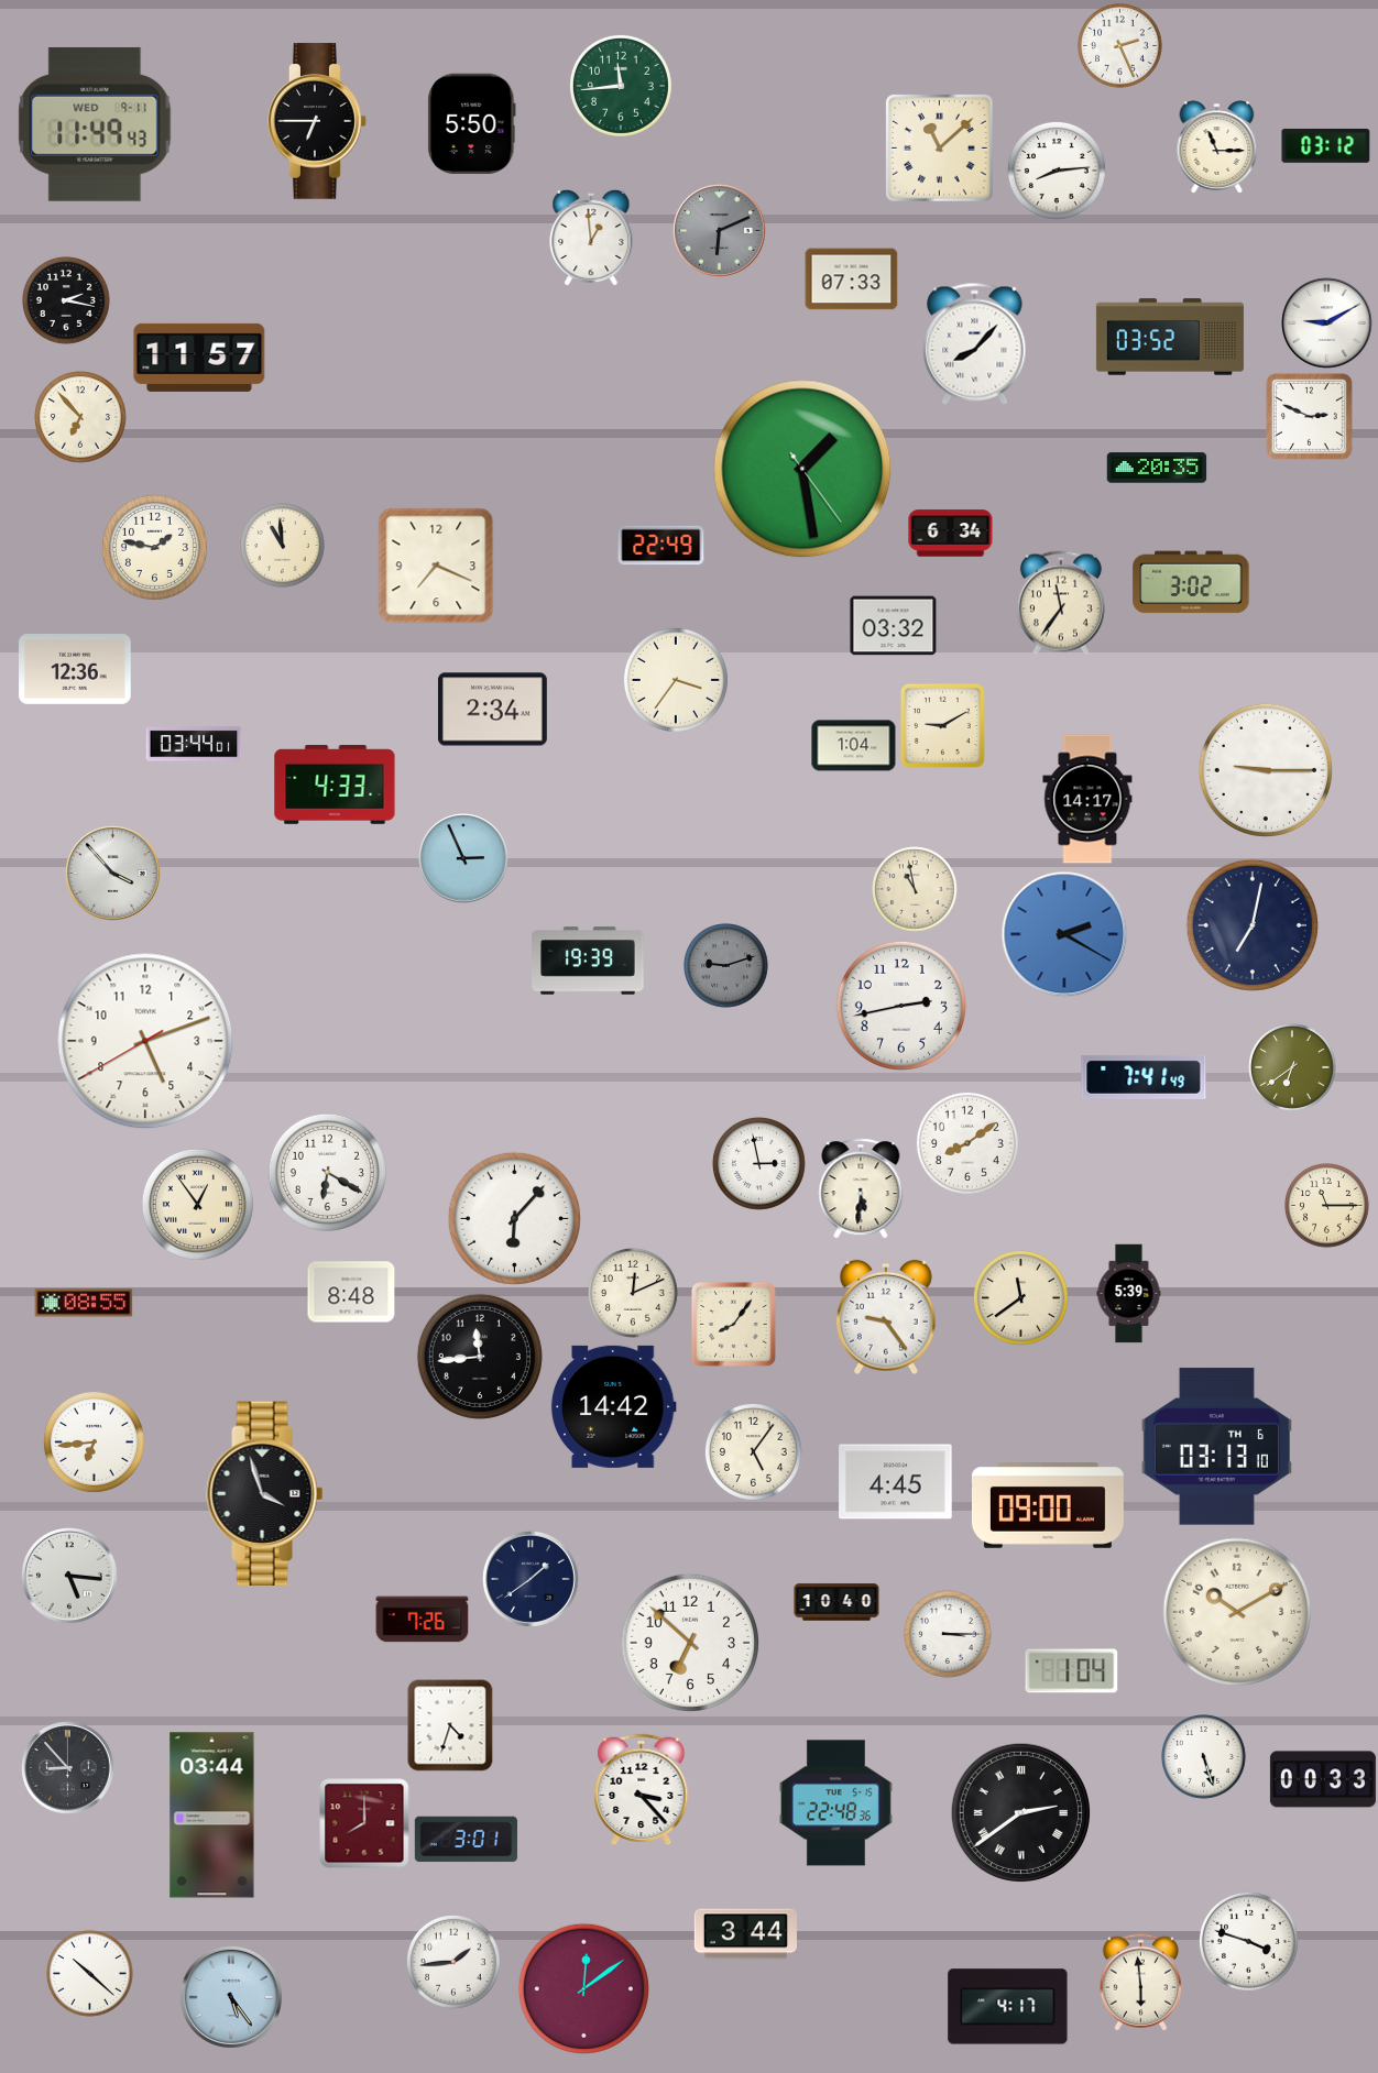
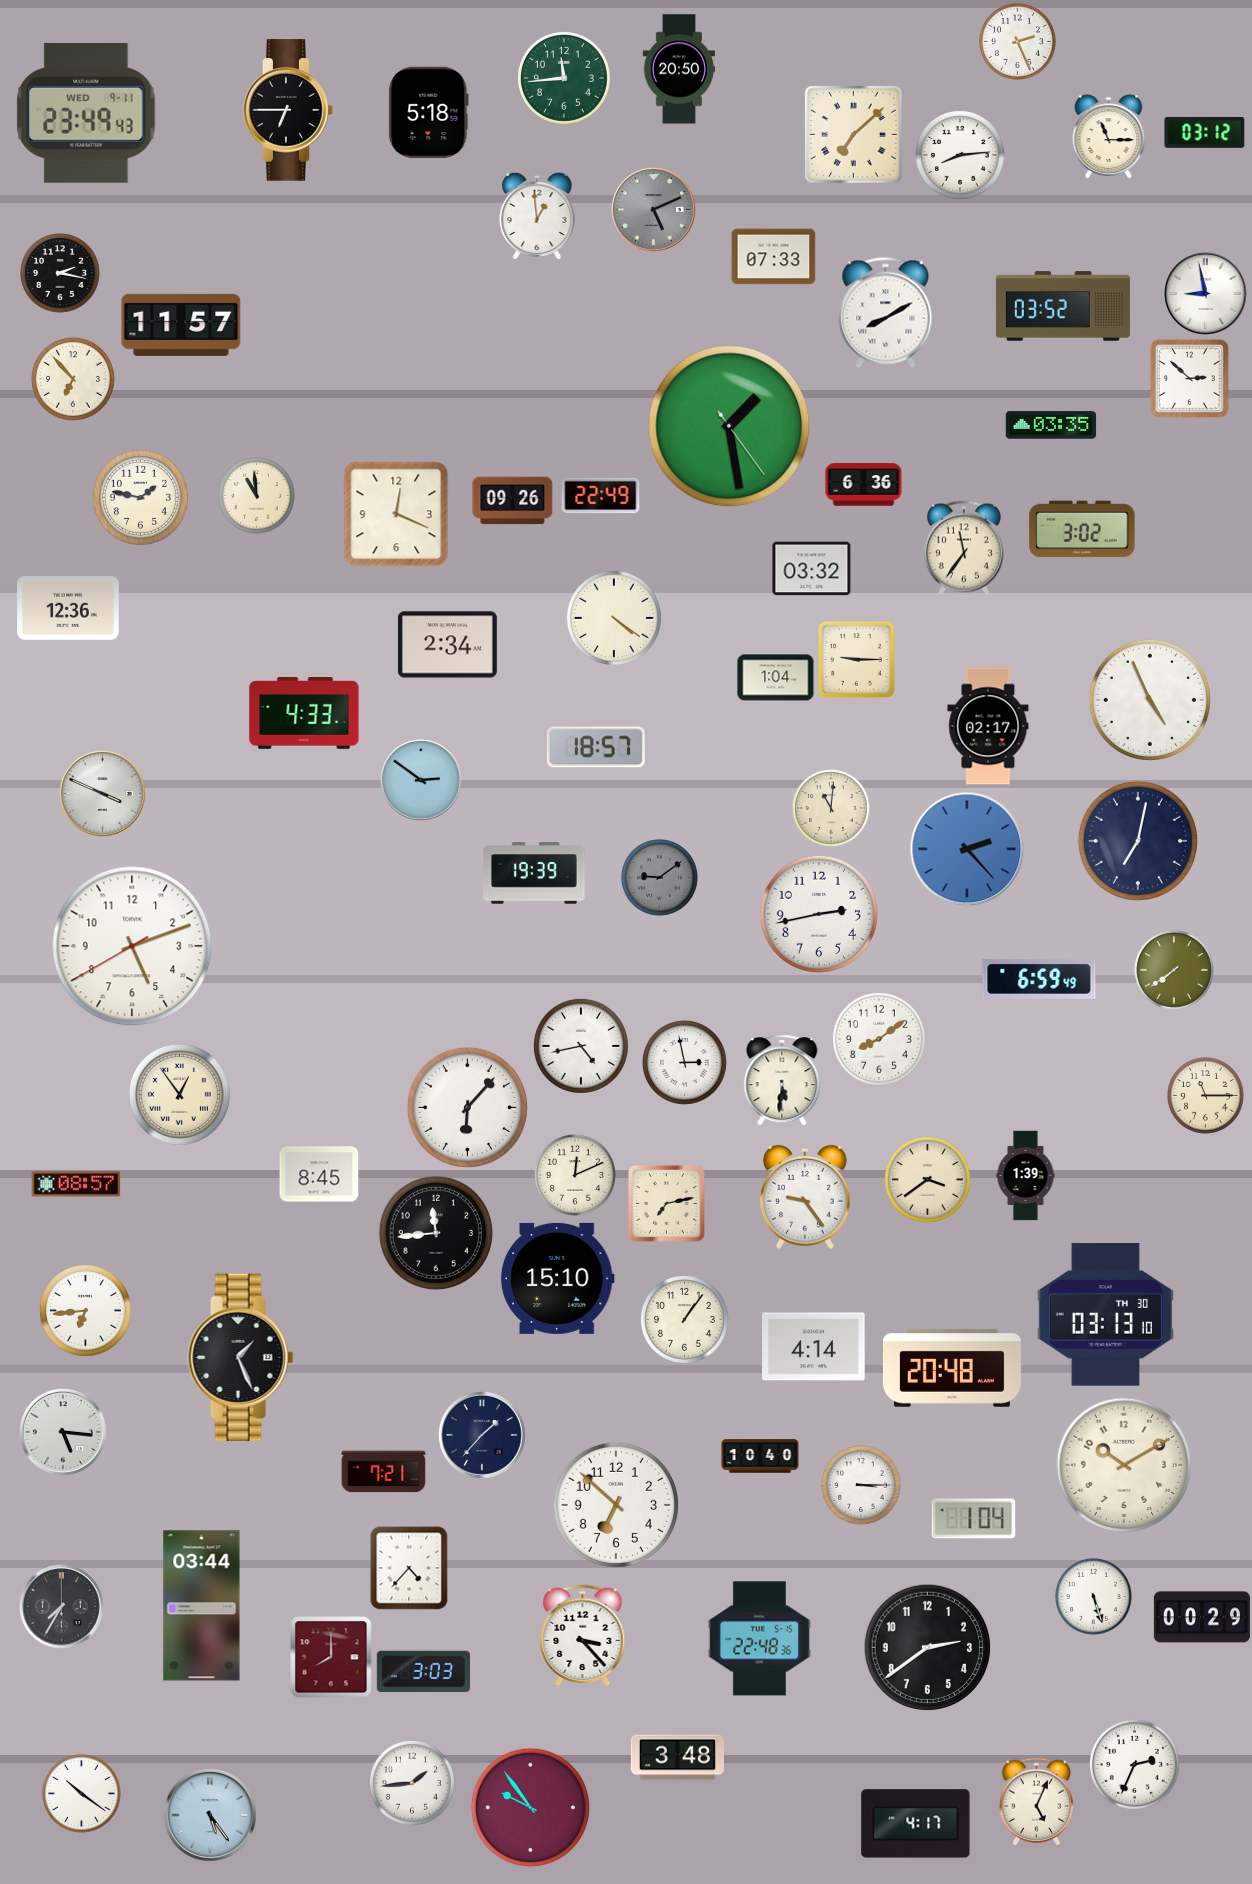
clock at (678, 69): none -> 20:50
clock at (472, 123): 5:50 -> 5:18
clock at (95, 124): 11:49 -> 23:49
clock at (1217, 147) position: (1217, 147) -> (1109, 137)
clock at (940, 149): 11:08 -> 7:08
clock at (720, 231): 6:11 -> 5:11
clock at (852, 279) position: (852, 279) -> (774, 257)
clock at (1327, 323): 9:10 -> 8:58
clock at (975, 343): 8:07 -> 8:10
clock at (1309, 416): 2:49 -> 2:52
clock at (1157, 468): 20:35 -> 03:35
clock at (951, 534): 6:34 -> 6:36
clock at (513, 501): none -> 09:26
clock at (436, 566): 7:19 -> 12:19
clock at (676, 680): 3:36 -> 4:21
clock at (942, 725): 9:10 -> 9:15
clock at (194, 744): 03:44 -> none
clock at (1265, 769): 9:15 -> 4:56
clock at (1087, 799): 14:17 -> 02:17
clock at (596, 747): none -> 18:57
clock at (463, 858): 2:56 -> 2:51
clock at (113, 874): 3:53 -> 3:49
clock at (915, 889): 10:58 -> 11:01
clock at (1064, 934): 2:20 -> 2:23
clock at (726, 966): 9:12 -> 9:09
clock at (1293, 1068): 6:39 -> 7:39
clock at (1144, 1077): 7:41 -> 6:59
clock at (581, 1046): none -> 4:43
clock at (759, 1164) position: (759, 1164) -> (685, 1063)
clock at (327, 1172): 6:20 -> none
clock at (351, 1292): 8:48 -> 8:45
clock at (1129, 1294): 5:39 -> 1:39
clock at (1020, 1297): 11:39 -> 3:39
clock at (84, 1303): 08:55 -> 08:57
clock at (733, 1324): 8:06 -> 7:13
clock at (613, 1406): 14:42 -> 15:10
clock at (1216, 1447) date: TH 6 -> TH 30
clock at (753, 1451): 5:06 -> 1:06
clock at (896, 1482): 4:45 -> 4:14
clock at (265, 1493): 3:57 -> 1:26
clock at (1048, 1505): 09:00 -> 20:48
clock at (532, 1580): 1:39 -> 1:37
clock at (423, 1620): 7:26 -> 7:21
clock at (689, 1642) position: (689, 1642) -> (615, 1504)
clock at (450, 1725): 4:33 -> 4:37
clock at (68, 1768): 8:53 -> 7:35
clock at (1323, 1779): 00:33 -> 00:29
clock at (642, 1789) position: (642, 1789) -> (583, 1635)
clock at (1020, 1812) numerals: Roman -> Arabic
clock at (212, 1816) position: (212, 1816) -> (202, 1606)
clock at (466, 1840): 3:01 -> 3:03
clock at (745, 1934): 3:44 -> 3:48
clock at (1248, 1941): 3:48 -> 2:34
clock at (90, 1974): 10:22 -> 10:21
clock at (1141, 1983): 5:59 -> 5:04
clock at (583, 1988): 12:09 -> 9:54
